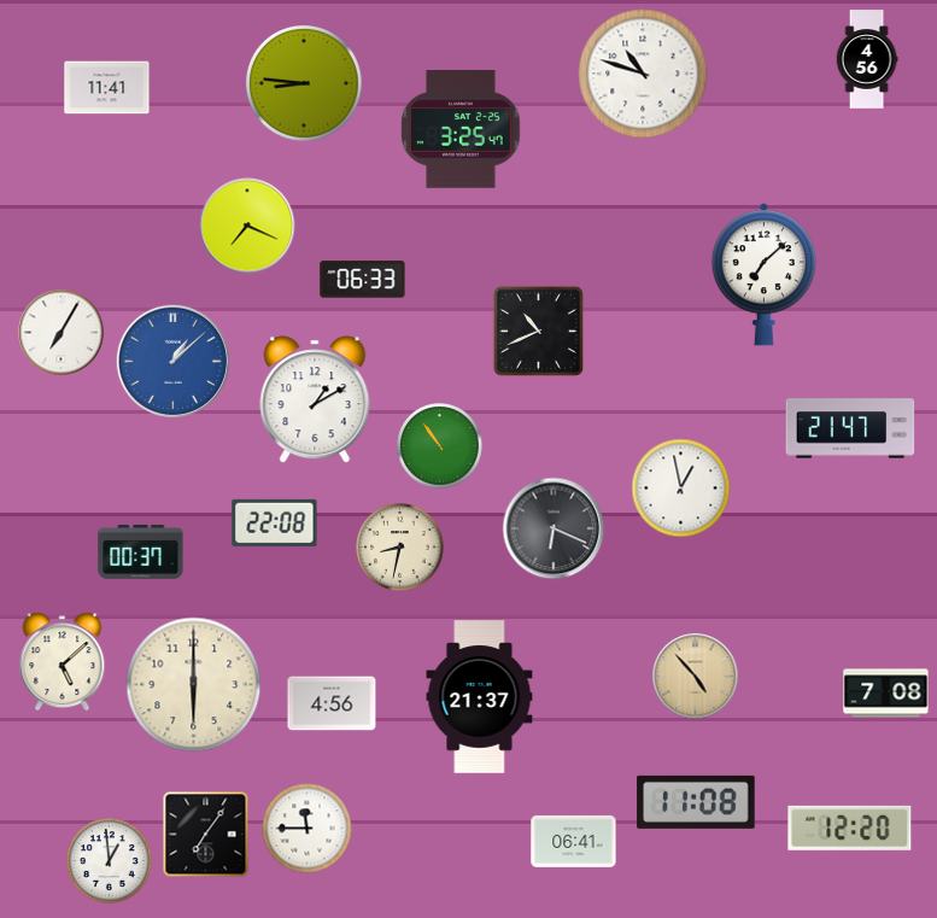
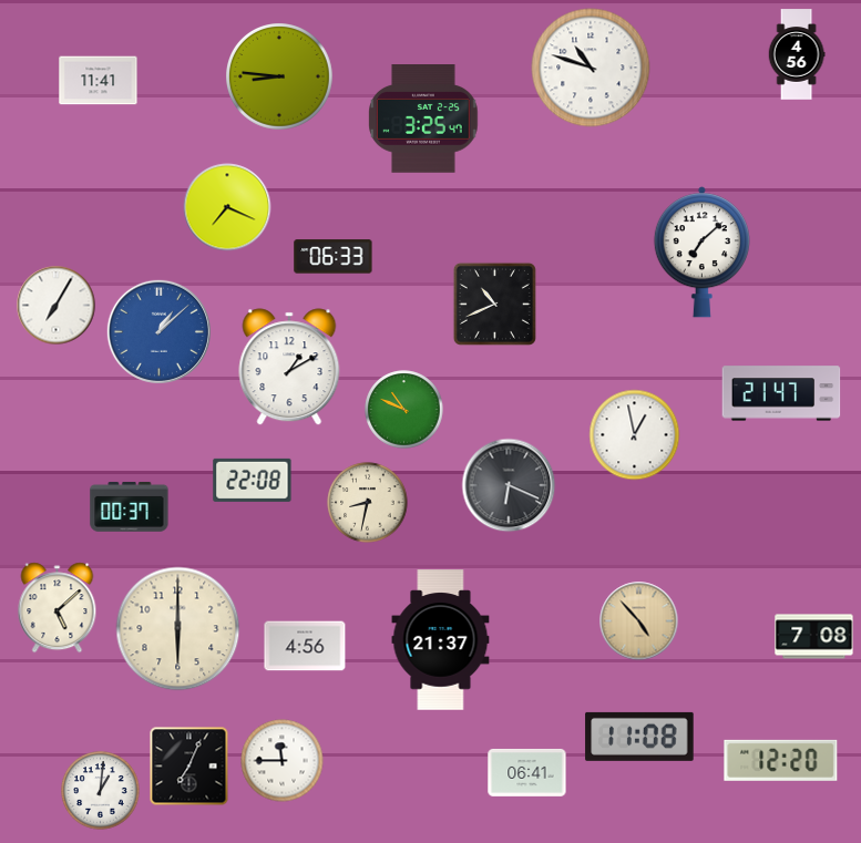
clock at (440, 446): 10:54 -> 10:49
clock at (681, 489) position: (681, 489) -> (635, 435)
clock at (206, 835): 7:06 -> 7:04
clock at (110, 861): 12:59 -> 1:01
